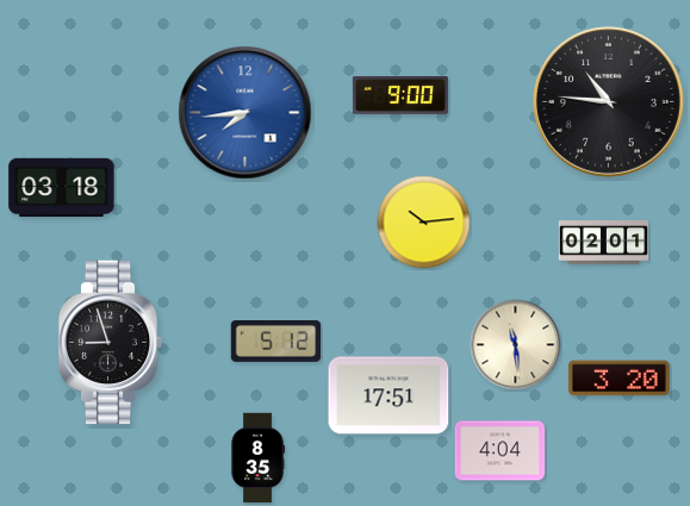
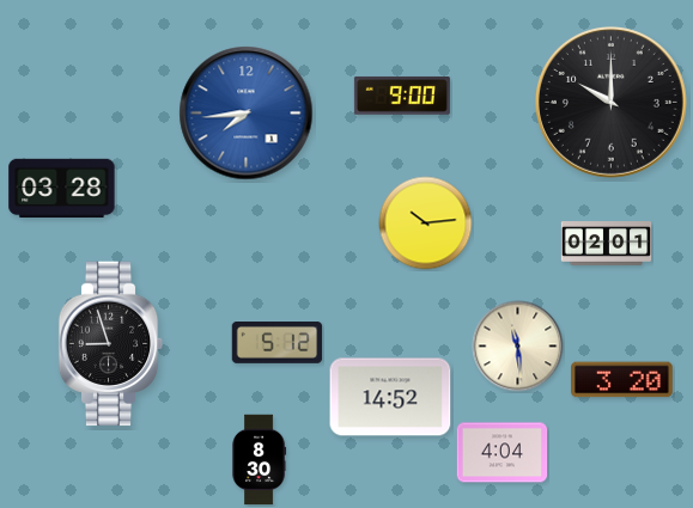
clock at (608, 101): 10:46 -> 10:00
clock at (62, 187): 03:18 -> 03:28
clock at (388, 395): 17:51 -> 14:52
clock at (259, 458): 8:35 -> 8:30
